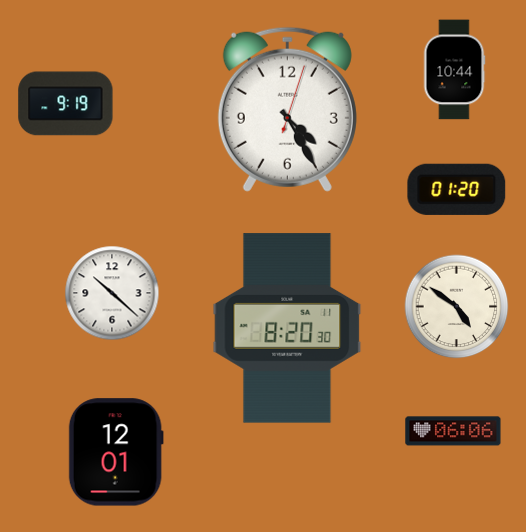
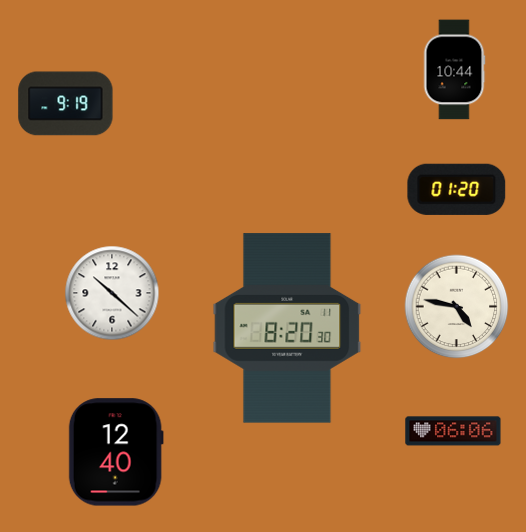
clock at (287, 109): 4:25 -> none
clock at (457, 307): 4:51 -> 4:47
clock at (116, 452): 12:01 -> 12:40
